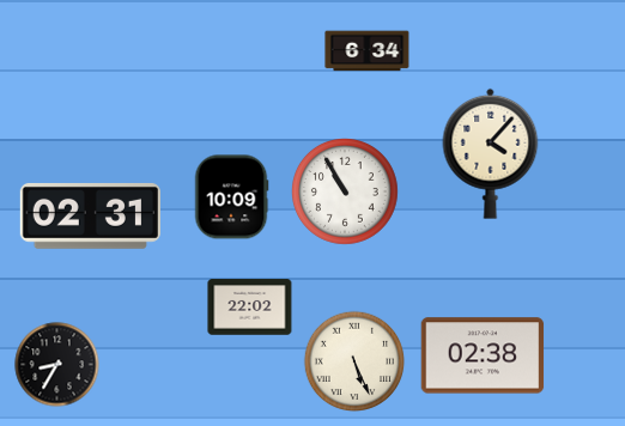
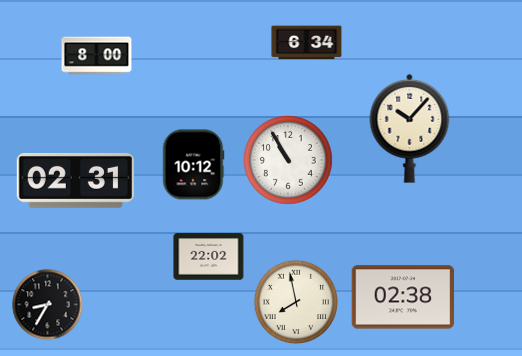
clock at (97, 56): none -> 8:00
clock at (491, 153): 4:07 -> 10:07
clock at (231, 197): 10:09 -> 10:12
clock at (354, 361): 5:26 -> 7:58
